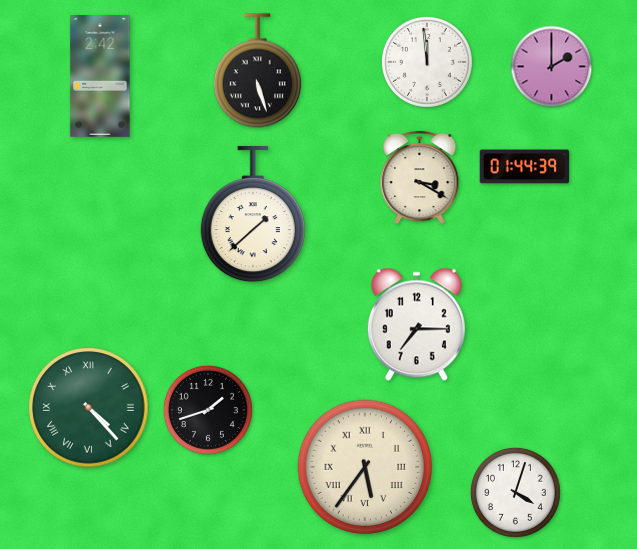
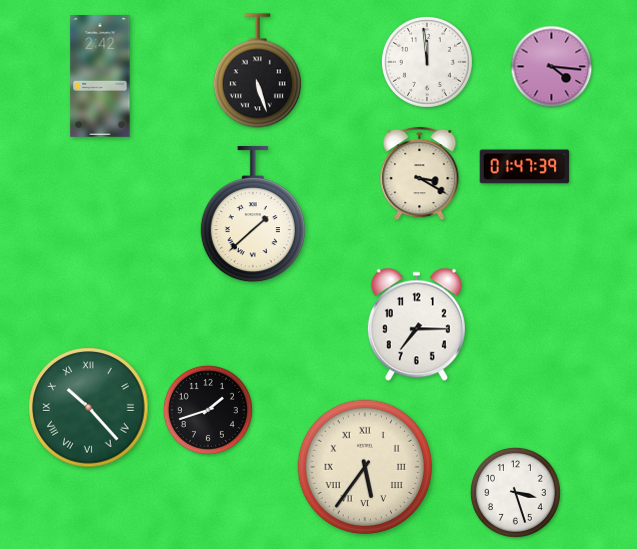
clock at (552, 67): 2:00 -> 4:16
clock at (525, 167): 01:44 -> 01:47
clock at (420, 177) position: (420, 177) -> (420, 173)
clock at (89, 408): 4:23 -> 10:23
clock at (515, 492): 4:03 -> 3:27
